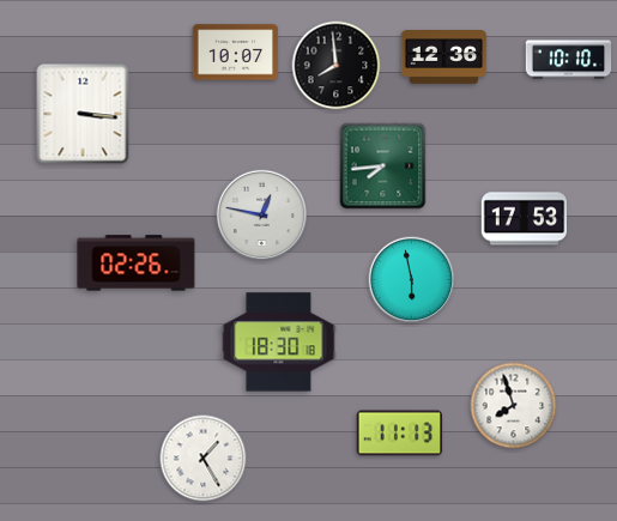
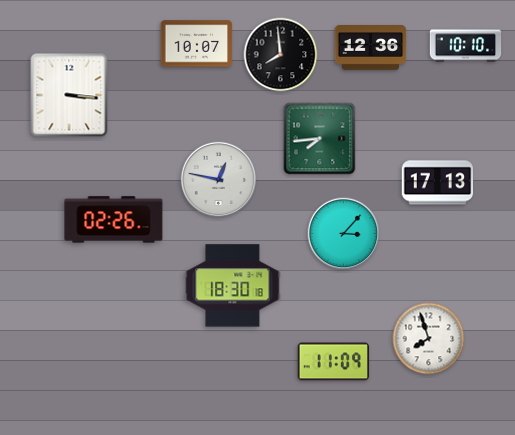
clock at (569, 60) position: (569, 60) -> (466, 46)
clock at (525, 219): 17:53 -> 17:13
clock at (412, 280): 5:58 -> 3:07
clock at (400, 434): 11:13 -> 11:09
clock at (204, 459): 1:25 -> none
